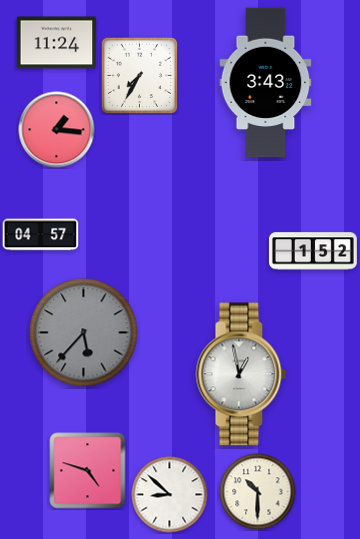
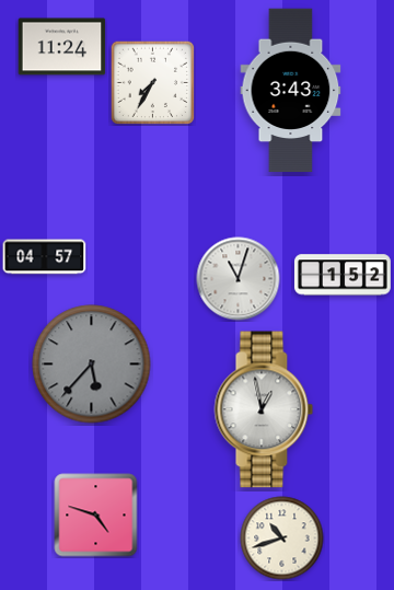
clock at (57, 130): 1:16 -> none
clock at (239, 279): none -> 11:03
clock at (258, 492): 10:30 -> 10:42
clock at (170, 495): 8:52 -> none
